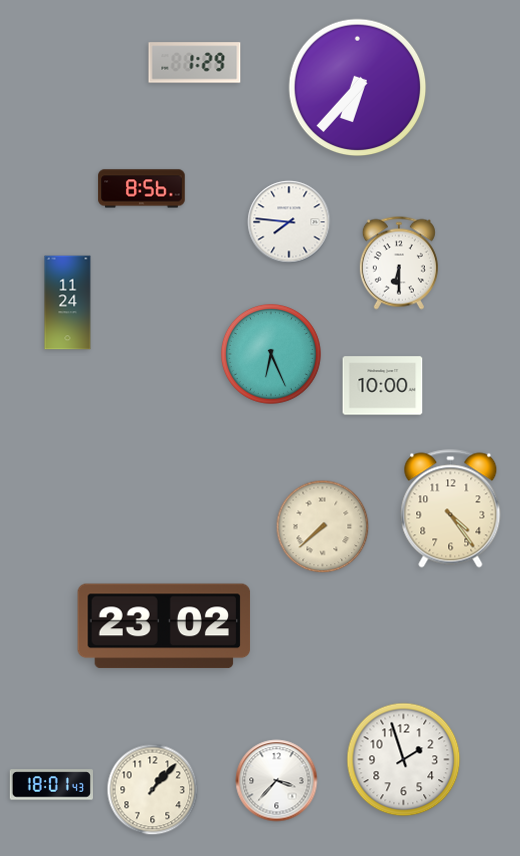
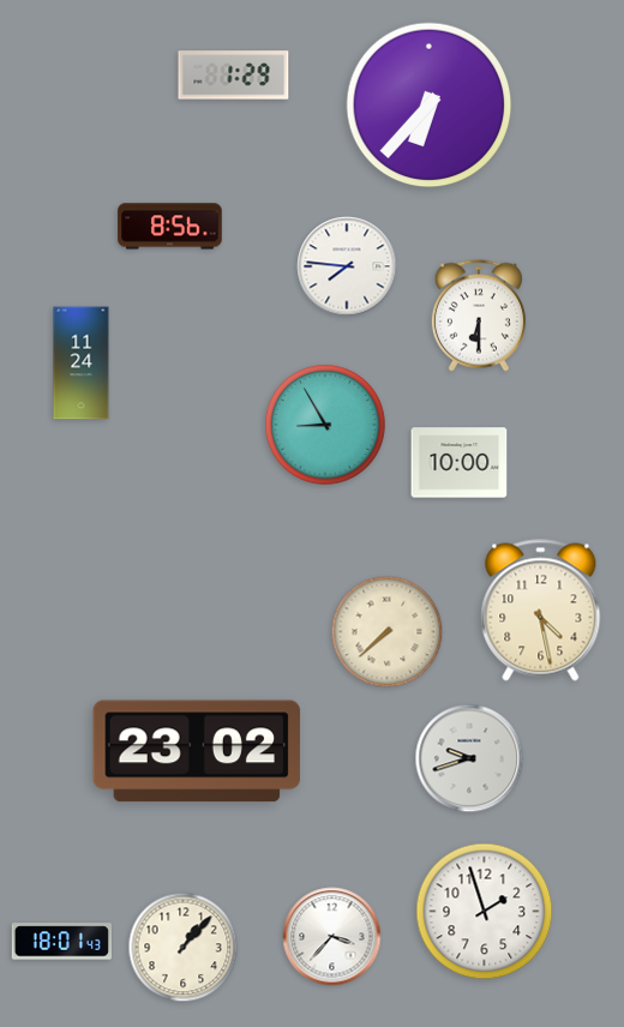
clock at (271, 354): 6:26 -> 8:55
clock at (451, 509): 4:24 -> 4:28
clock at (469, 758): none -> 9:42
